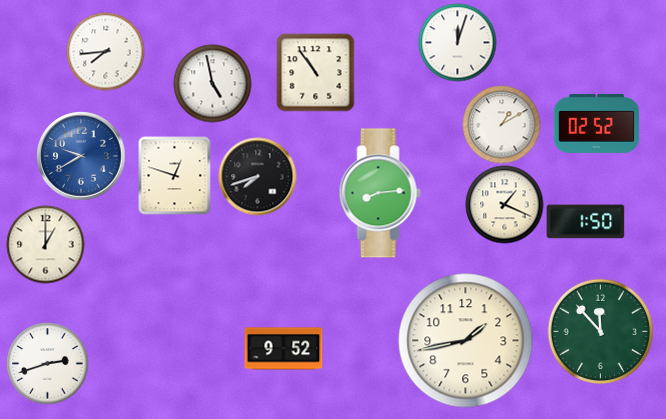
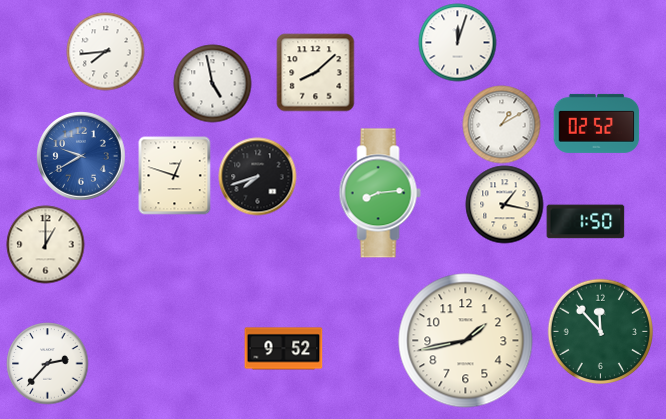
clock at (315, 72): 10:54 -> 8:08
clock at (504, 204): 1:19 -> 1:17
clock at (47, 363): 2:42 -> 2:37
